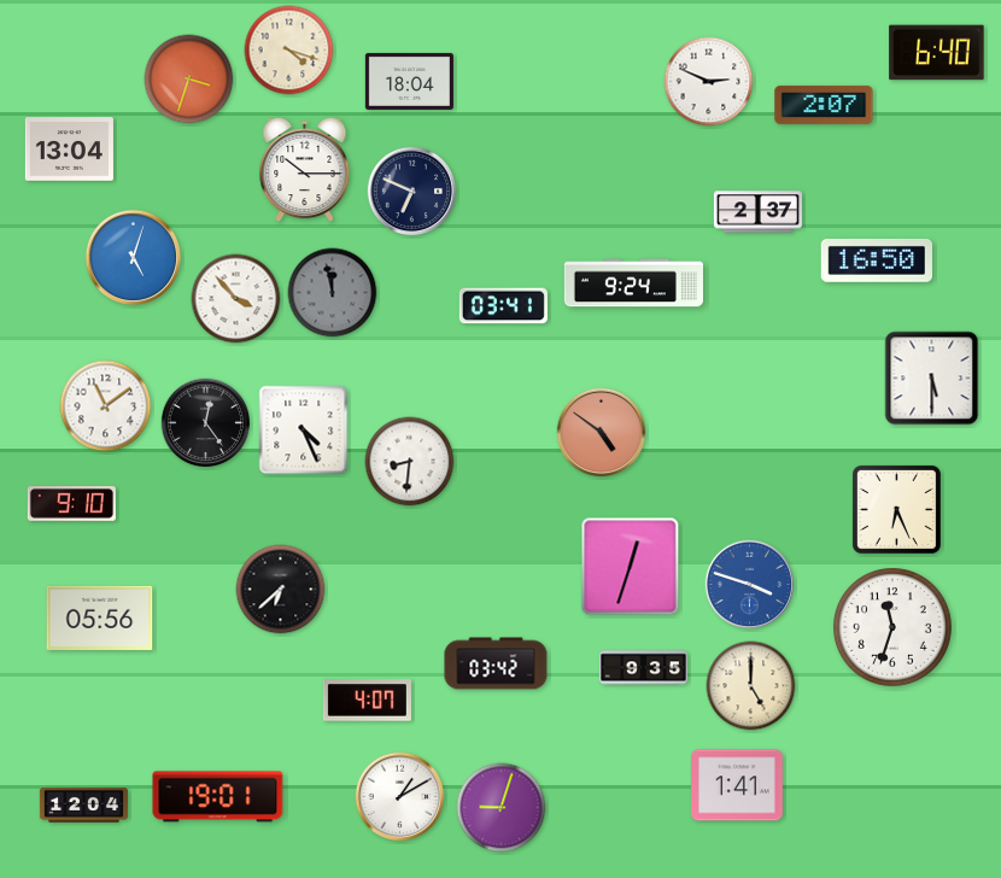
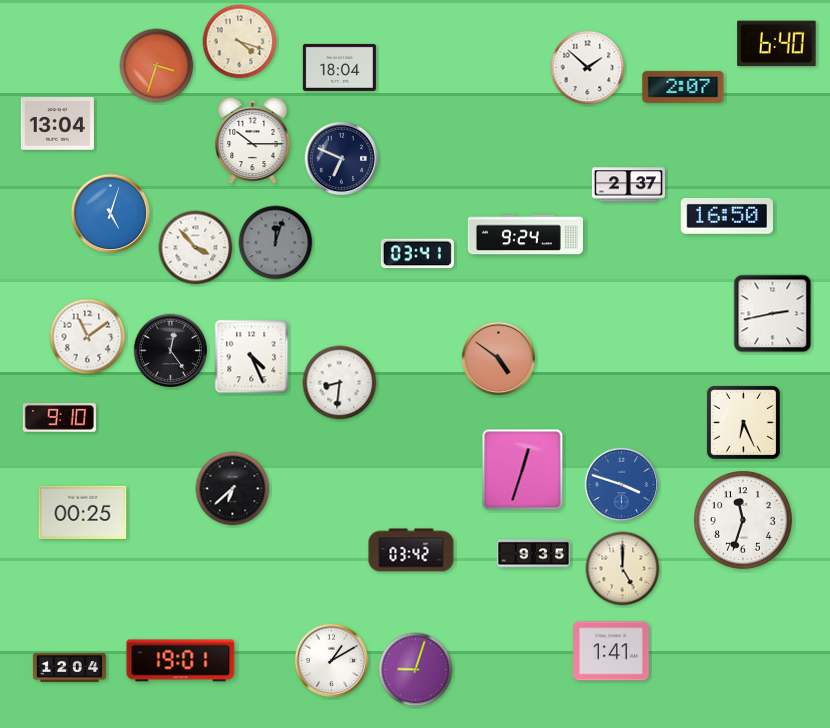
clock at (709, 82): 2:49 -> 1:52
clock at (757, 212) position: (757, 212) -> (628, 185)
clock at (333, 293): 11:58 -> 12:03
clock at (932, 379): 5:30 -> 2:43
clock at (100, 617): 05:56 -> 00:25
clock at (894, 628) position: (894, 628) -> (744, 521)
clock at (367, 701): 4:07 -> none
